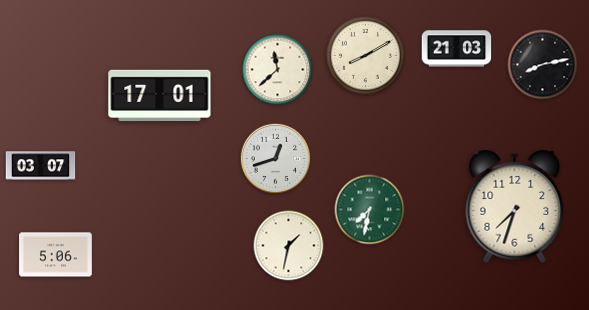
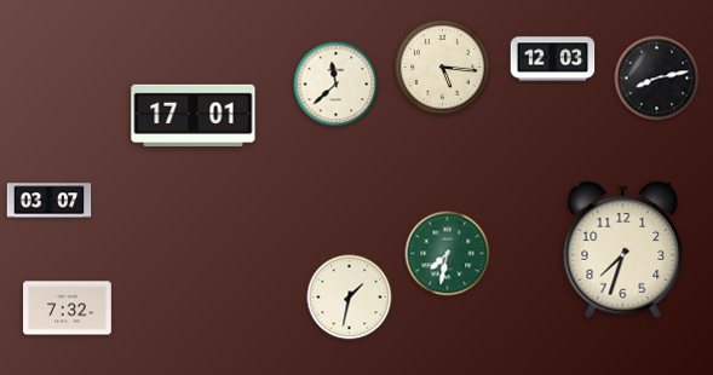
clock at (457, 49): 21:03 -> 12:03
clock at (366, 56): 8:10 -> 5:16
clock at (276, 159): 12:42 -> none
clock at (56, 255): 5:06 -> 7:32
